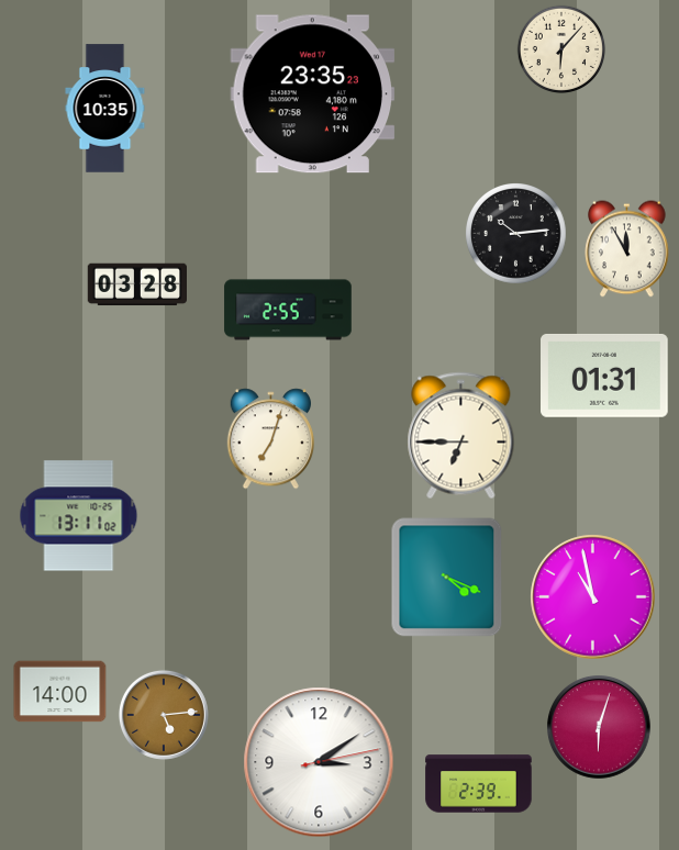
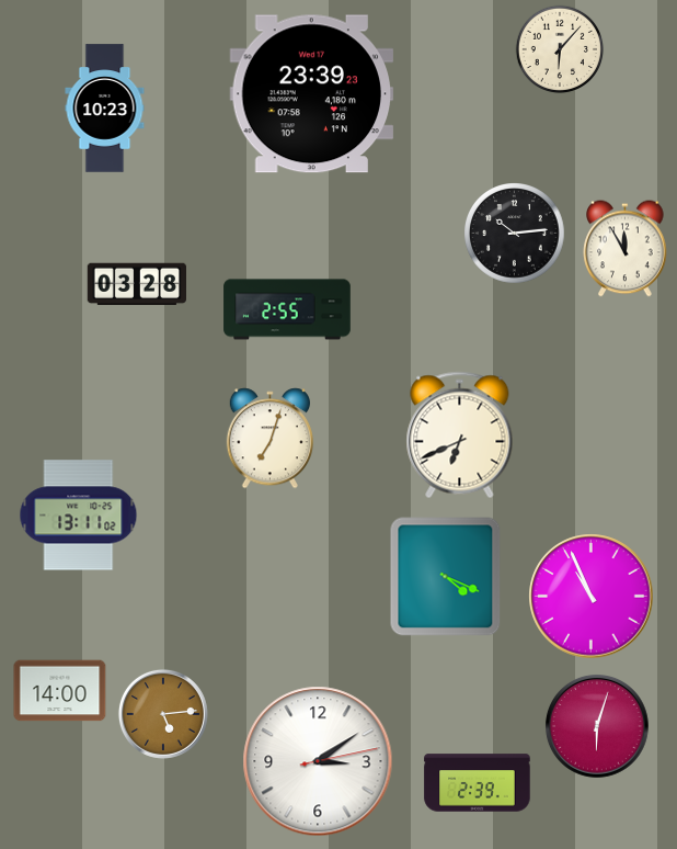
clock at (313, 94): 23:35 -> 23:39
clock at (105, 109): 10:35 -> 10:23
clock at (605, 376): 01:31 -> none
clock at (461, 436): 6:45 -> 6:41
clock at (593, 597): 10:58 -> 10:56
